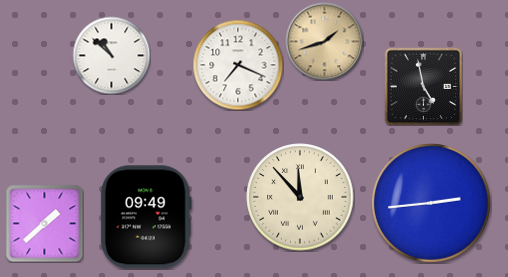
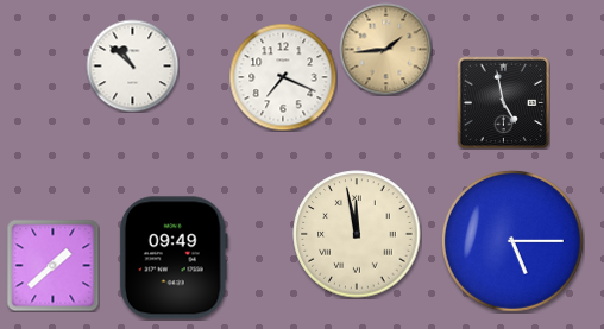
clock at (324, 41): 1:42 -> 1:44
clock at (300, 197): 11:53 -> 11:58
clock at (431, 203): 2:44 -> 5:15
